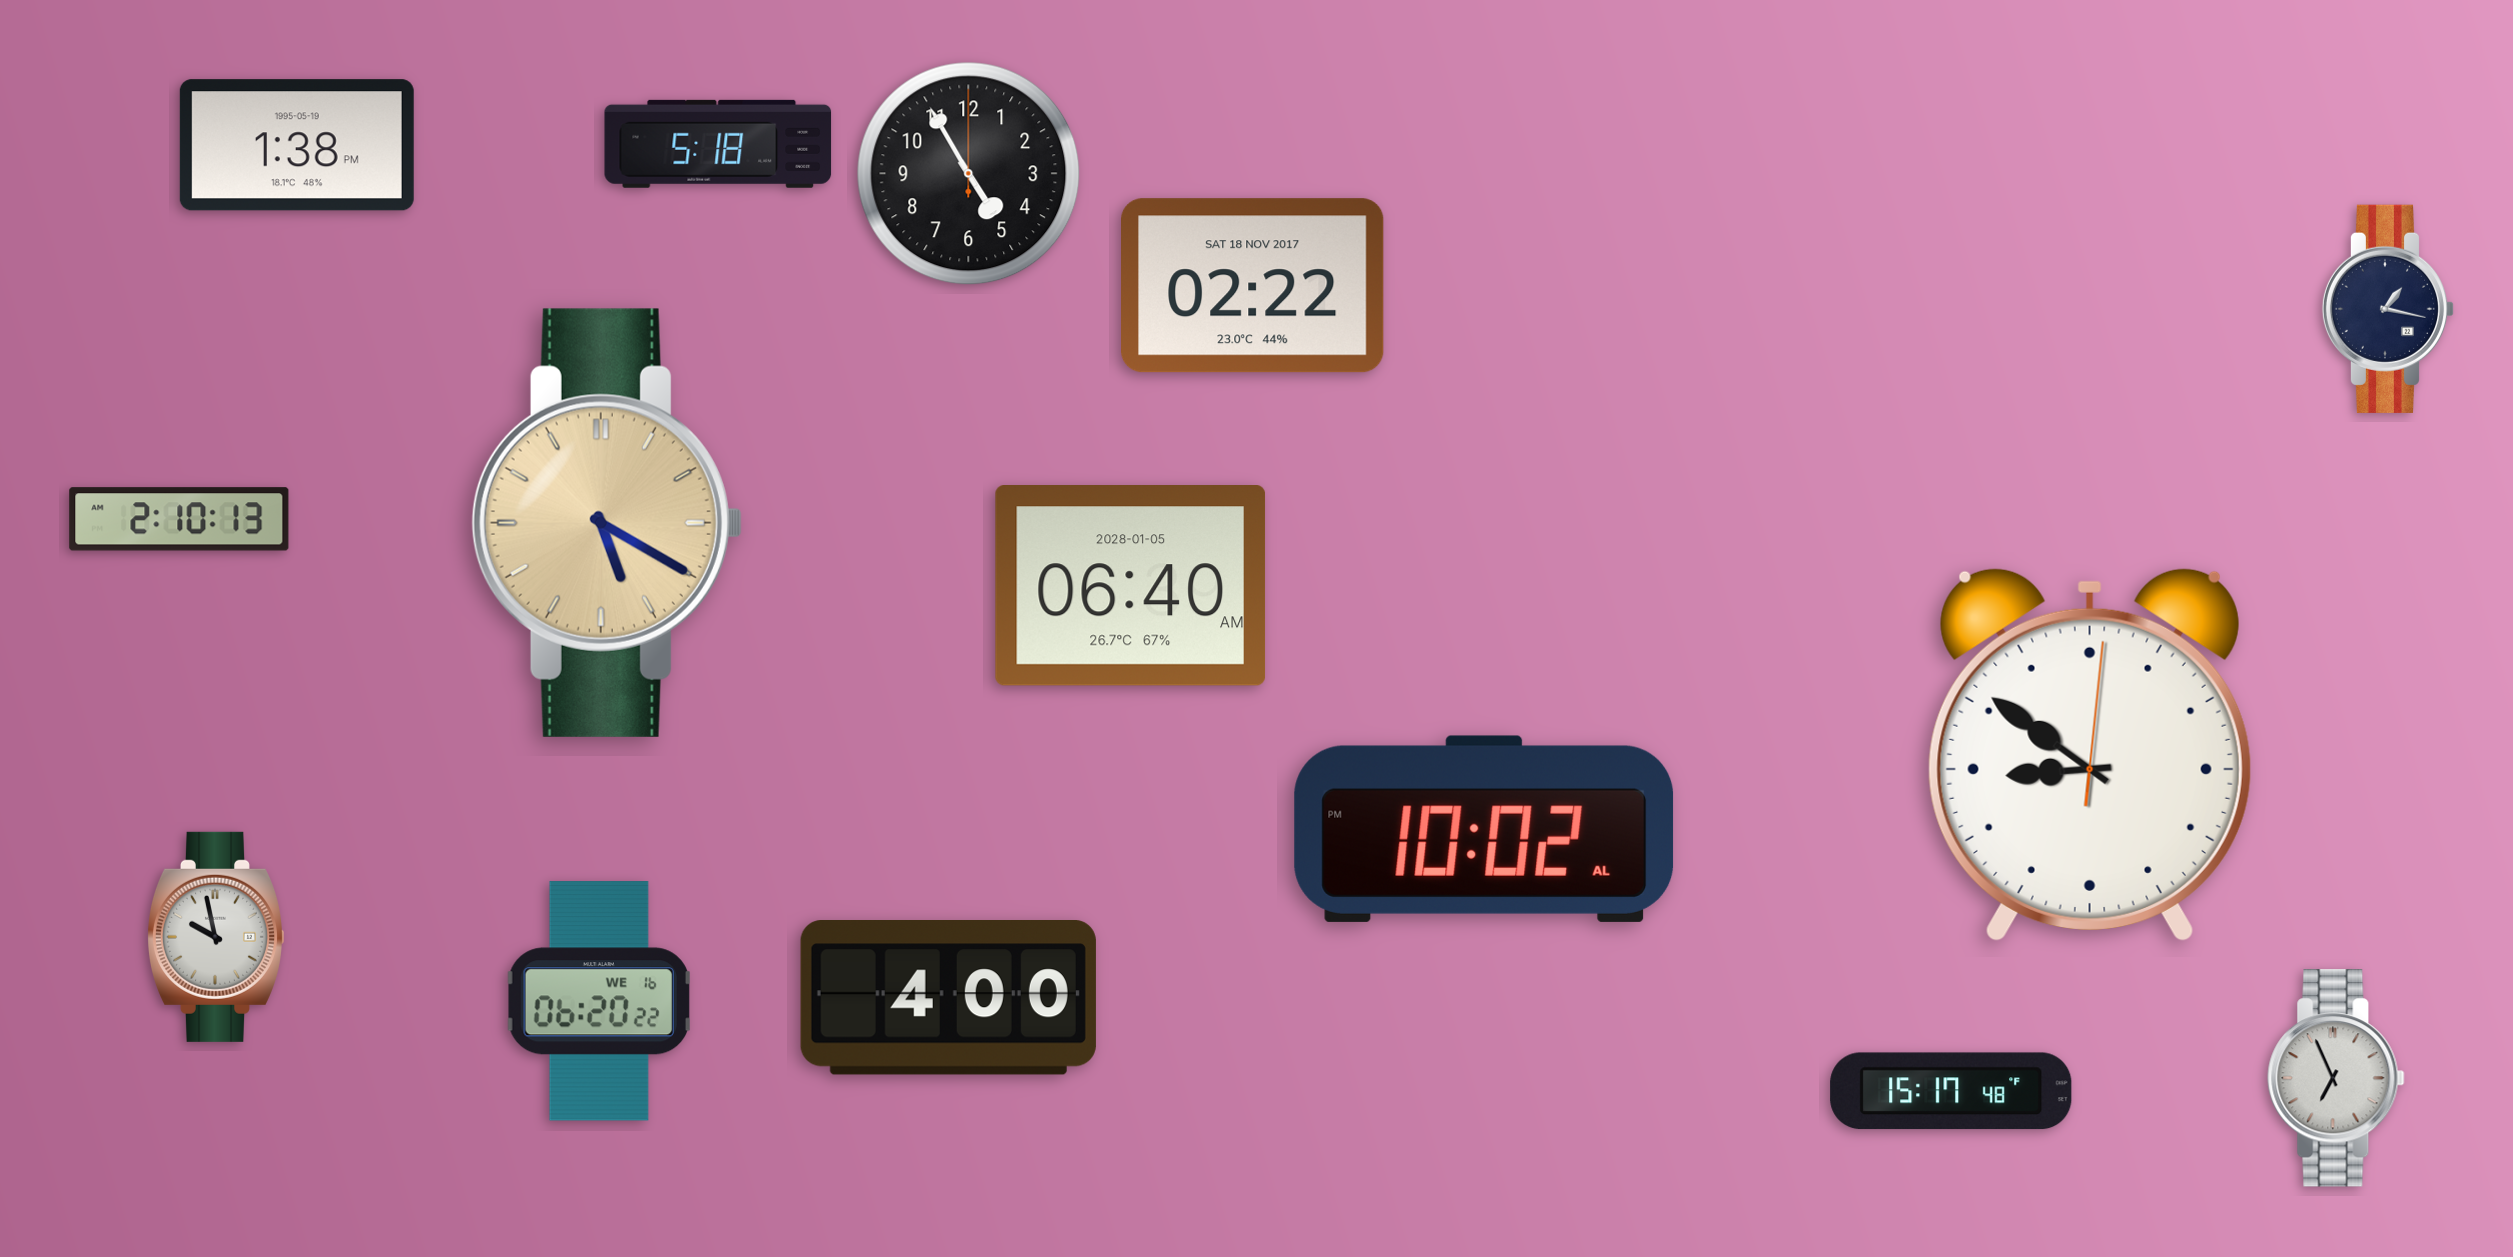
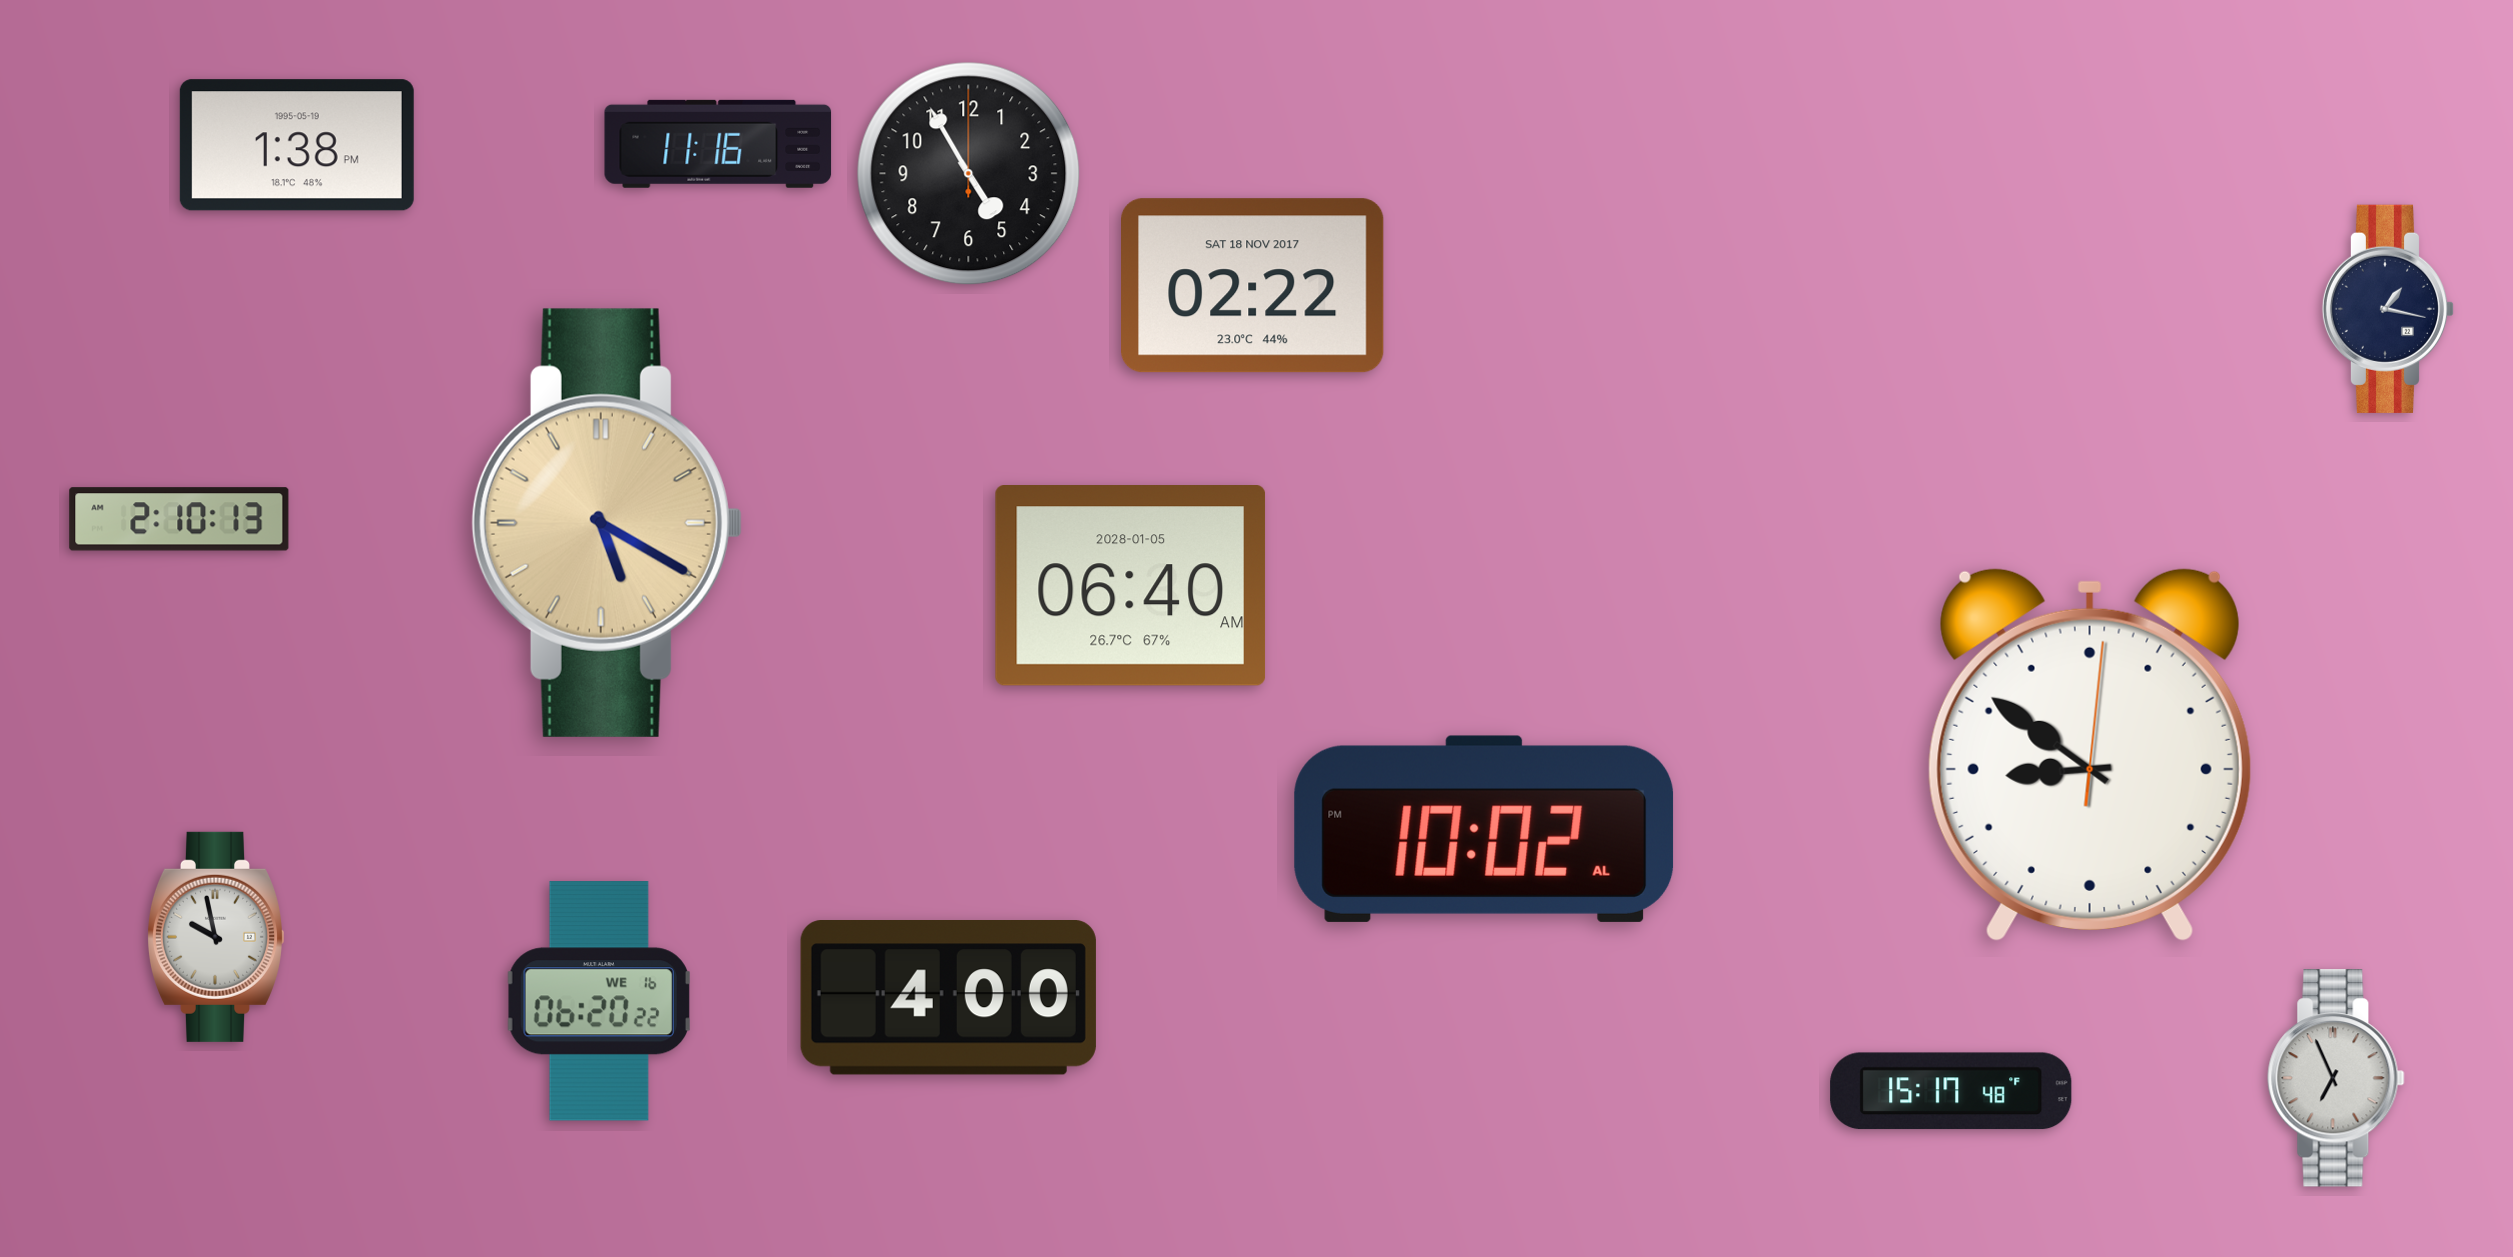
clock at (718, 144): 5:18 -> 11:16
